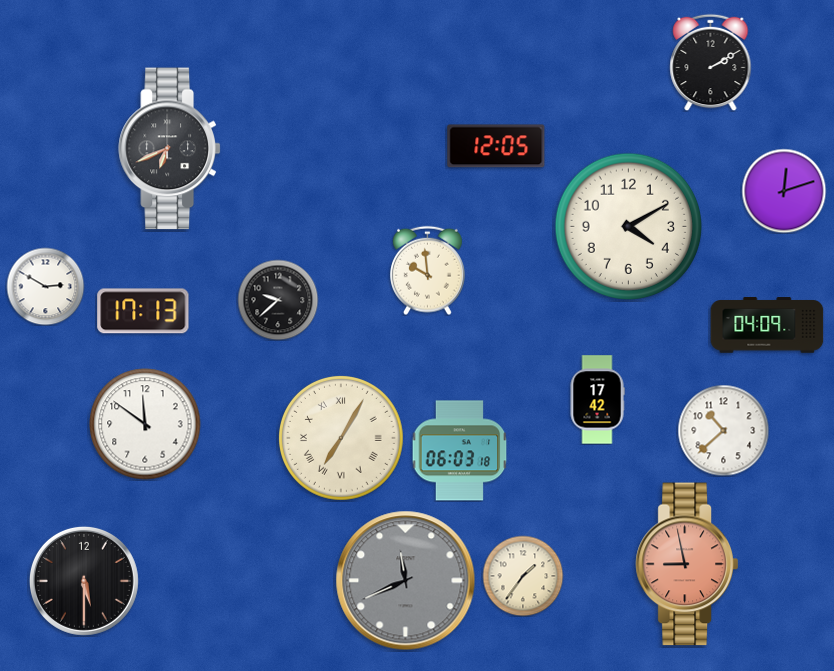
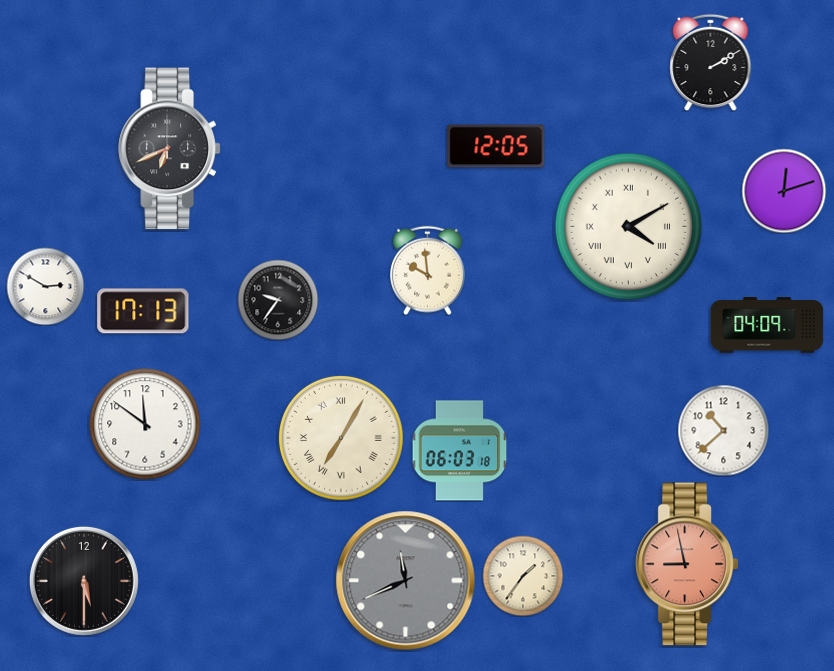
clock at (628, 226) numerals: Arabic -> Roman
clock at (278, 300): 9:38 -> 9:36
clock at (597, 400): 17:42 -> none
